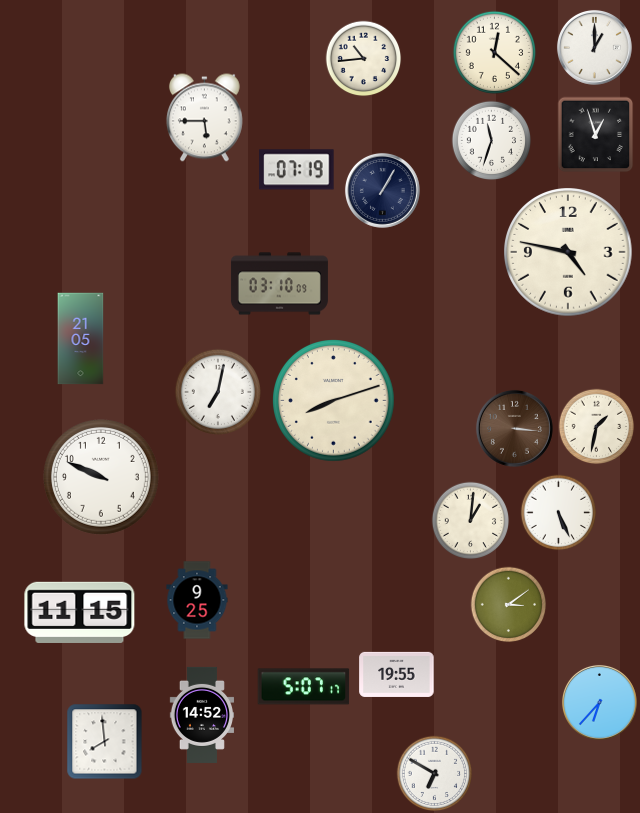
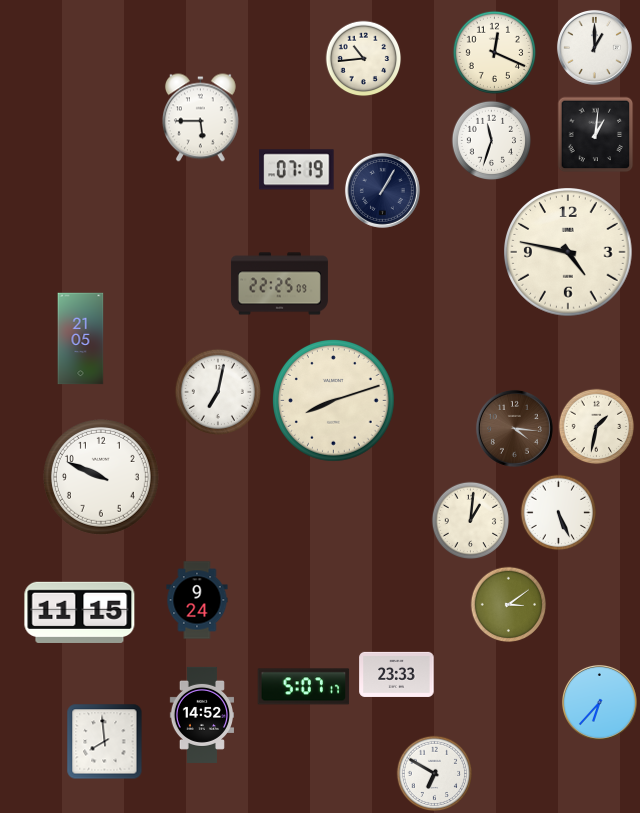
clock at (494, 52): 12:22 -> 12:19
clock at (204, 118) position: (204, 118) -> (200, 118)
clock at (596, 135): 12:57 -> 1:01
clock at (279, 284): 03:10 -> 22:25
clock at (514, 428): 3:16 -> 4:16
clock at (197, 600): 9:25 -> 9:24
clock at (397, 674): 19:55 -> 23:33
